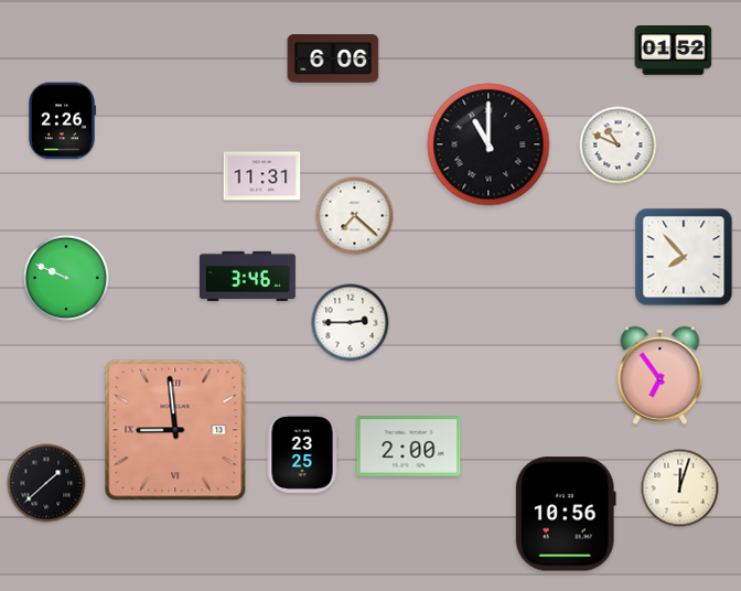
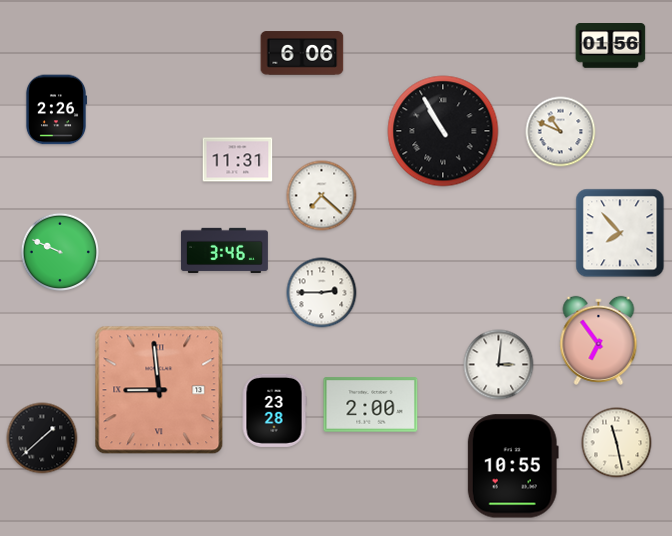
clock at (674, 51): 01:52 -> 01:56
clock at (488, 144): 11:00 -> 10:55
clock at (351, 323) position: (351, 323) -> (322, 293)
clock at (499, 365): none -> 3:01
clock at (302, 452): 23:25 -> 23:28
clock at (680, 488): 12:03 -> 11:28
clock at (566, 514): 10:56 -> 10:55
